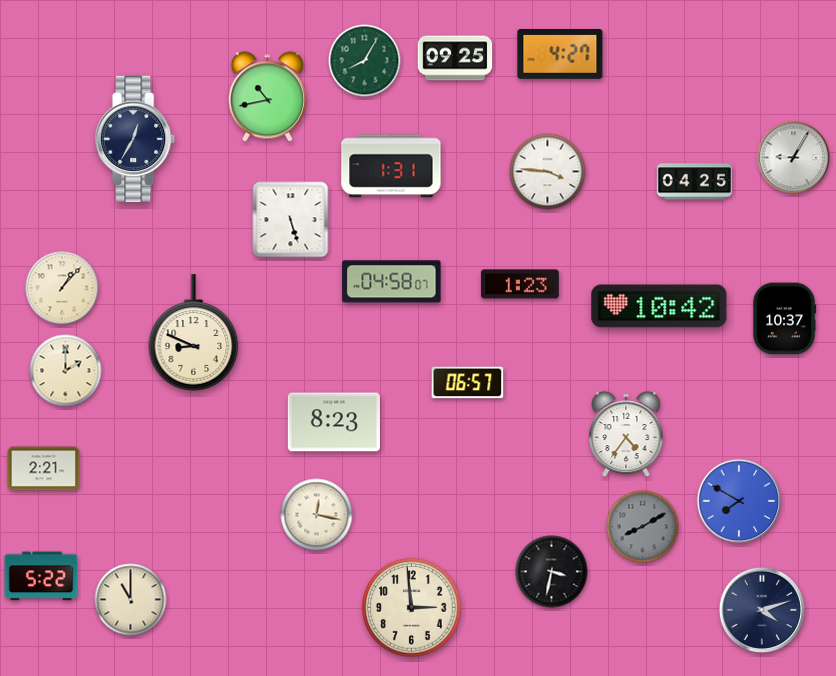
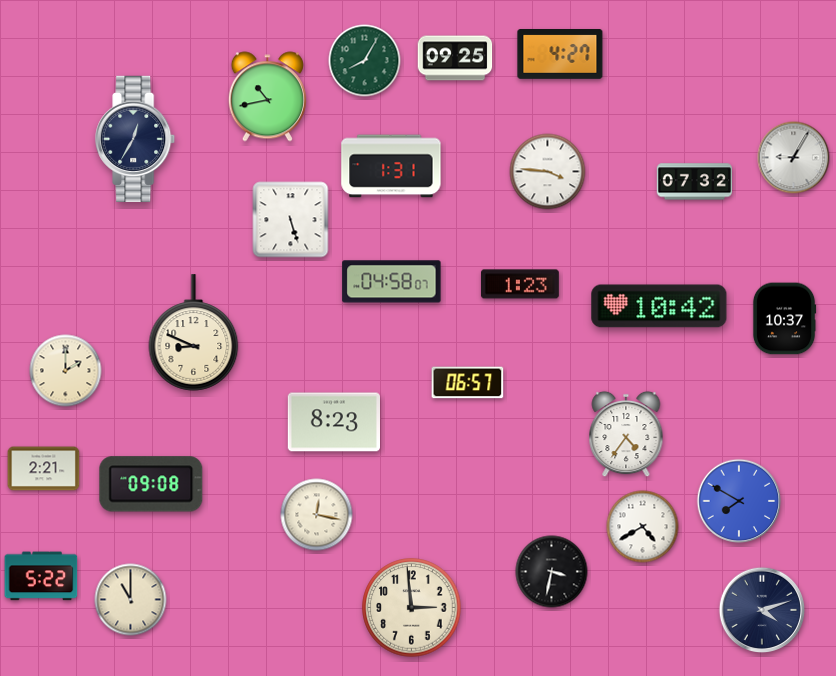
clock at (694, 182): 04:25 -> 07:32
clock at (62, 288): 1:07 -> none
clock at (151, 484): none -> 09:08
clock at (643, 527): 8:10 -> 4:40
clock at (643, 527) dial: grey -> white
